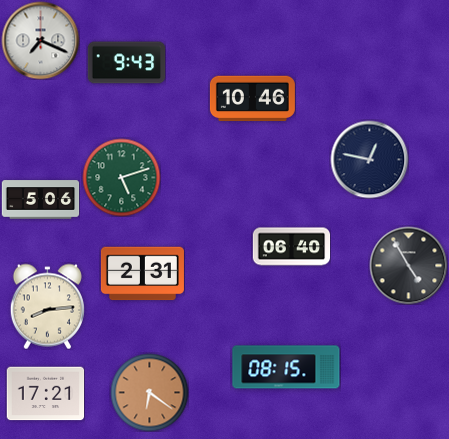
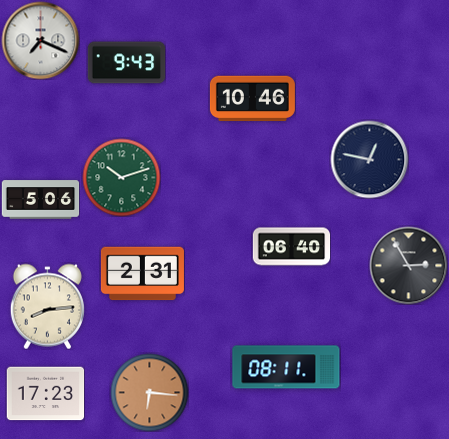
clock at (121, 177): 5:12 -> 10:12
clock at (408, 265): 4:55 -> 2:55
clock at (286, 367): 08:15 -> 08:11
clock at (149, 392): 6:21 -> 6:16
clock at (45, 394): 17:21 -> 17:23
